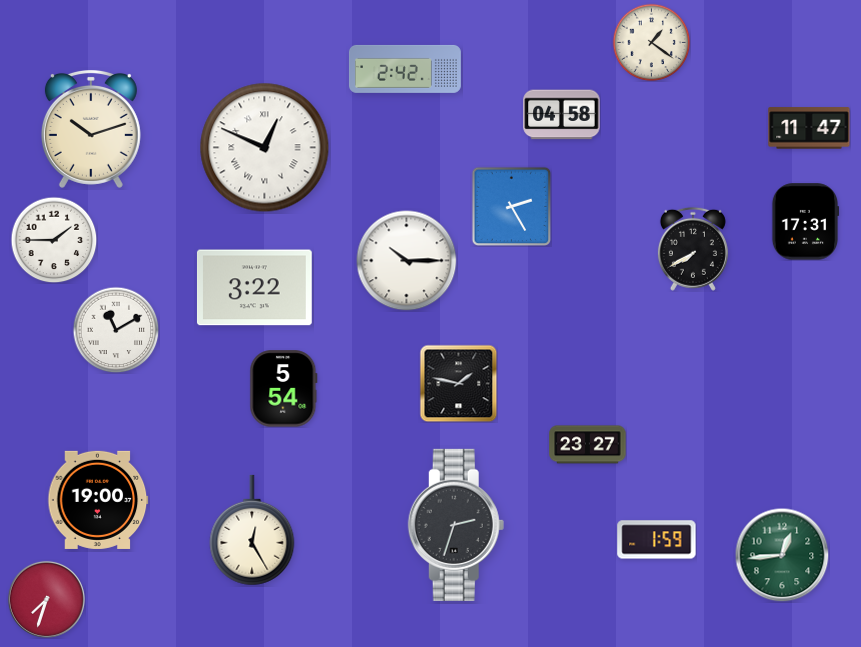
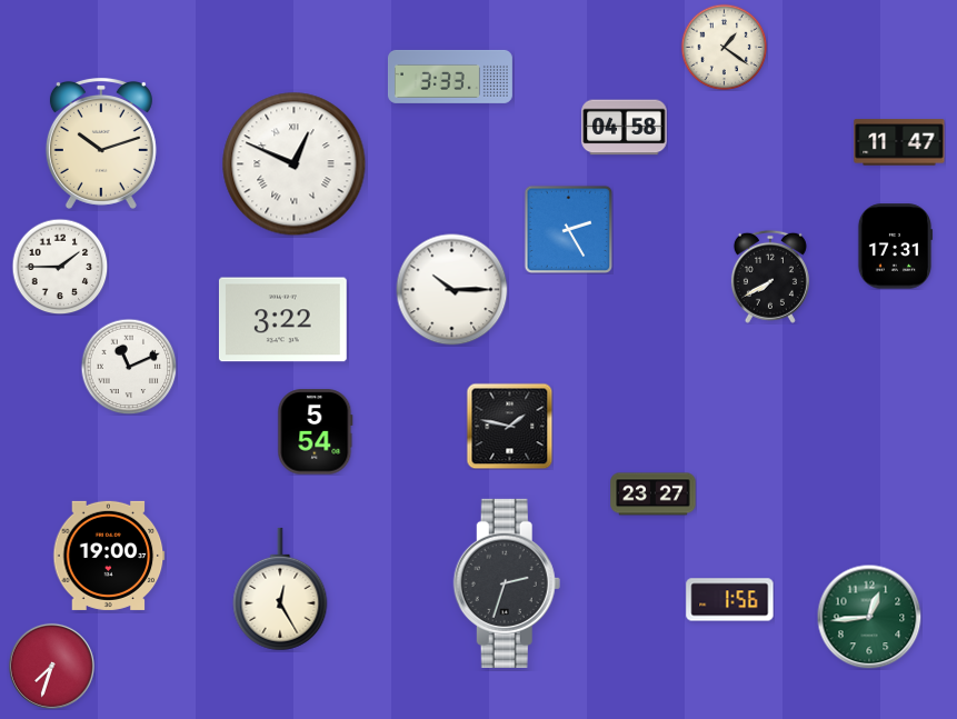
clock at (405, 69): 2:42 -> 3:33
clock at (116, 330): 11:10 -> 11:11
clock at (657, 540): 1:59 -> 1:56
